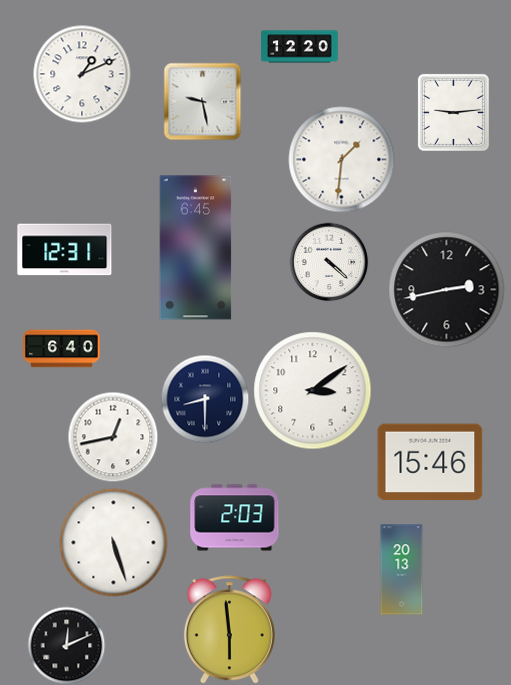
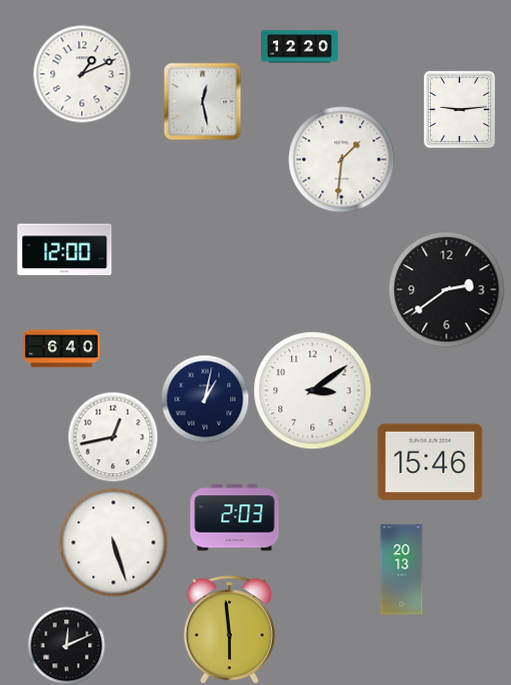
clock at (202, 101): 9:28 -> 12:28
clock at (453, 112) position: (453, 112) -> (459, 109)
clock at (196, 248): 6:45 -> none
clock at (65, 250): 12:31 -> 12:00
clock at (329, 262): 4:22 -> none
clock at (447, 290): 2:43 -> 2:39
clock at (205, 399): 8:30 -> 1:02
